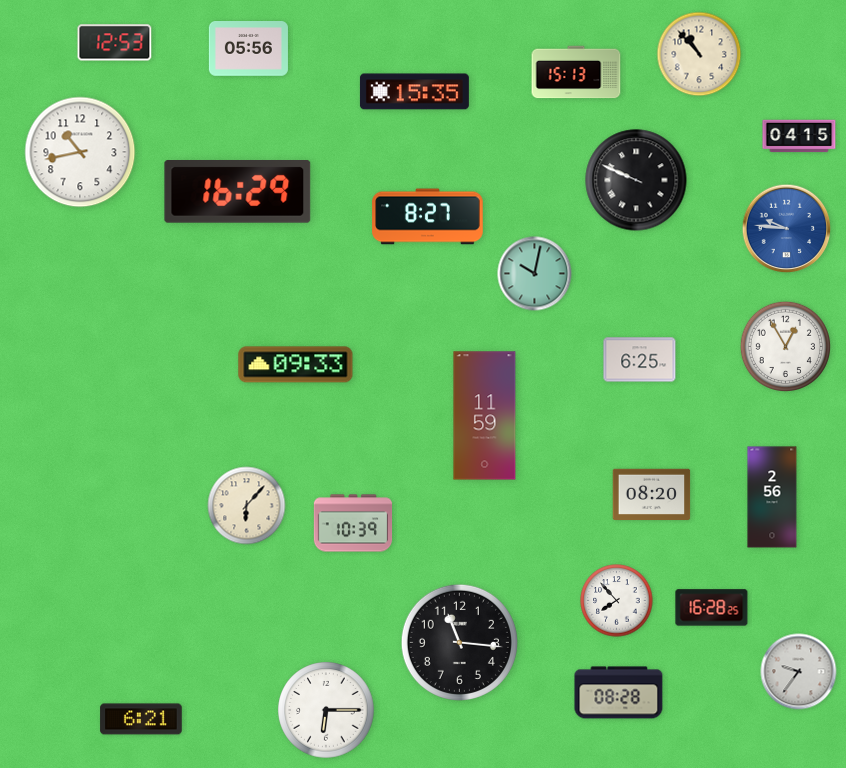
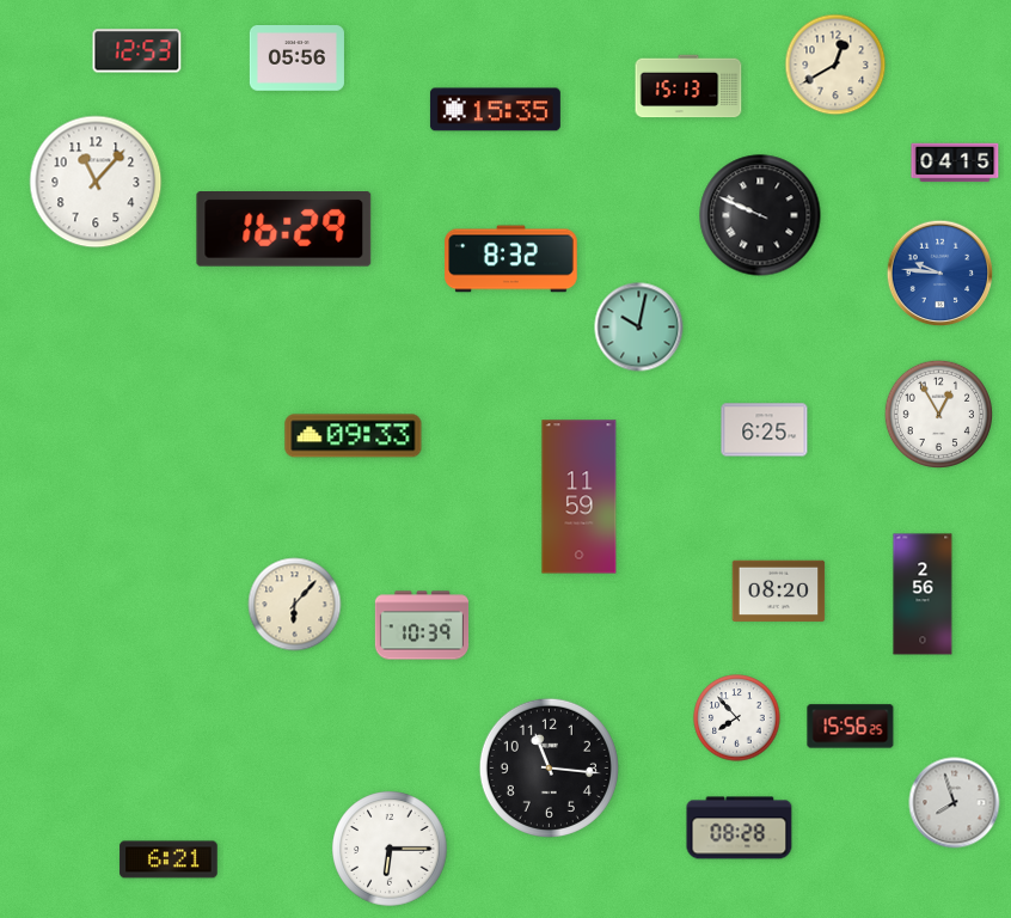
clock at (699, 54): 10:53 -> 12:40
clock at (80, 152): 10:43 -> 11:07
clock at (428, 217): 8:27 -> 8:32
clock at (712, 608): 16:28 -> 15:56
clock at (799, 672): 9:36 -> 7:57
